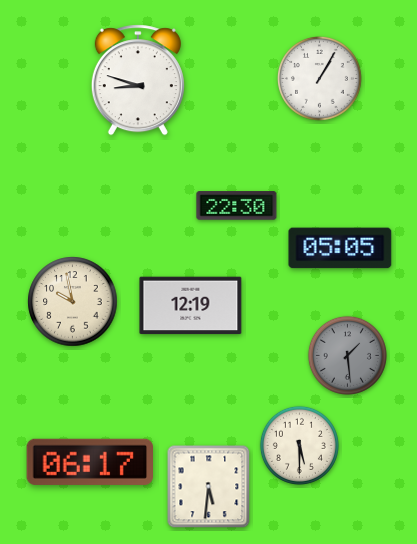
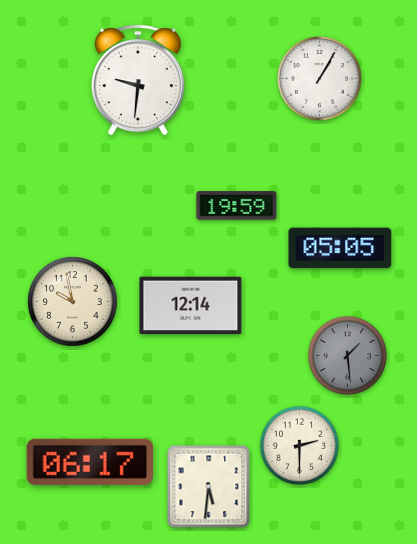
clock at (138, 80): 8:48 -> 9:31
clock at (237, 206): 22:30 -> 19:59
clock at (191, 306): 12:19 -> 12:14
clock at (299, 445): 5:30 -> 2:30
